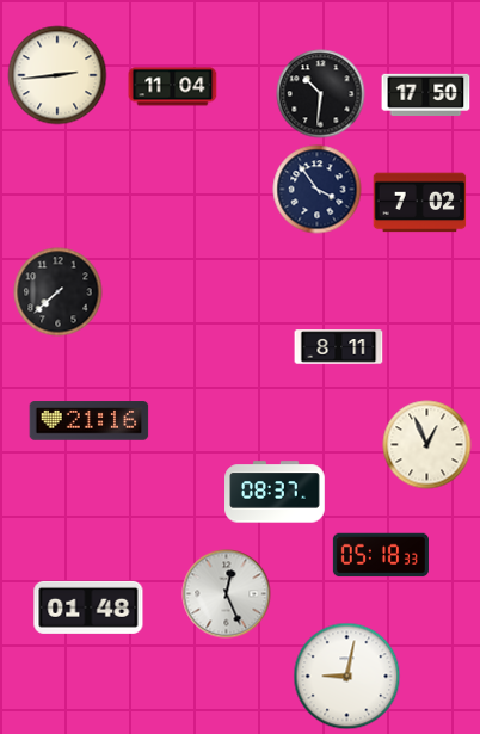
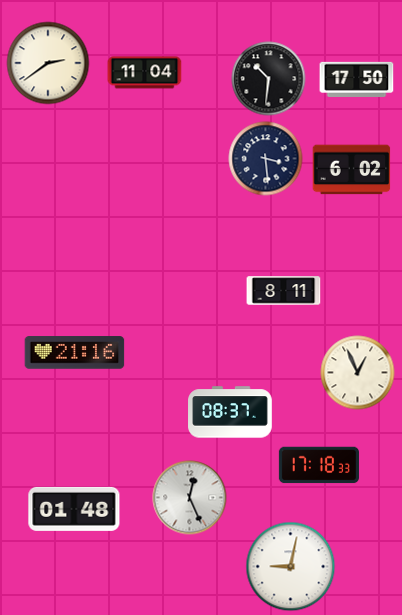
clock at (57, 75): 2:44 -> 2:39
clock at (318, 190): 3:54 -> 3:29
clock at (420, 203): 7:02 -> 6:02
clock at (59, 292): 7:38 -> none
clock at (381, 555): 05:18 -> 17:18
